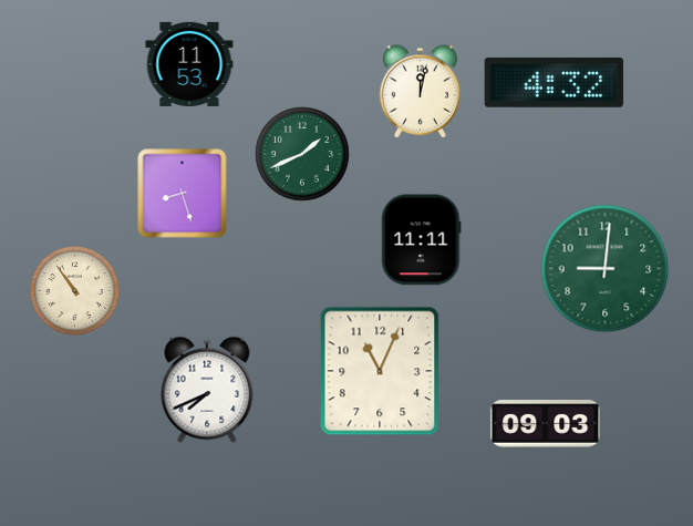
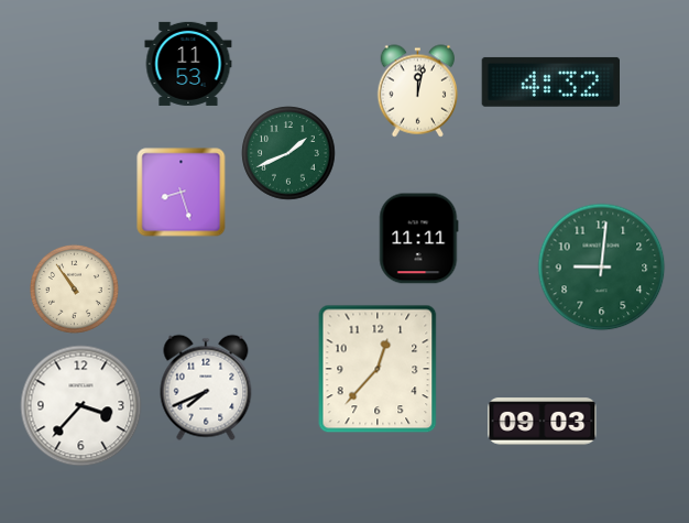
clock at (302, 154) position: (302, 154) -> (288, 153)
clock at (380, 371): 11:04 -> 12:37
clock at (81, 406): none -> 3:37
